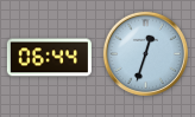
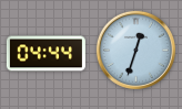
clock at (49, 58): 06:44 -> 04:44
